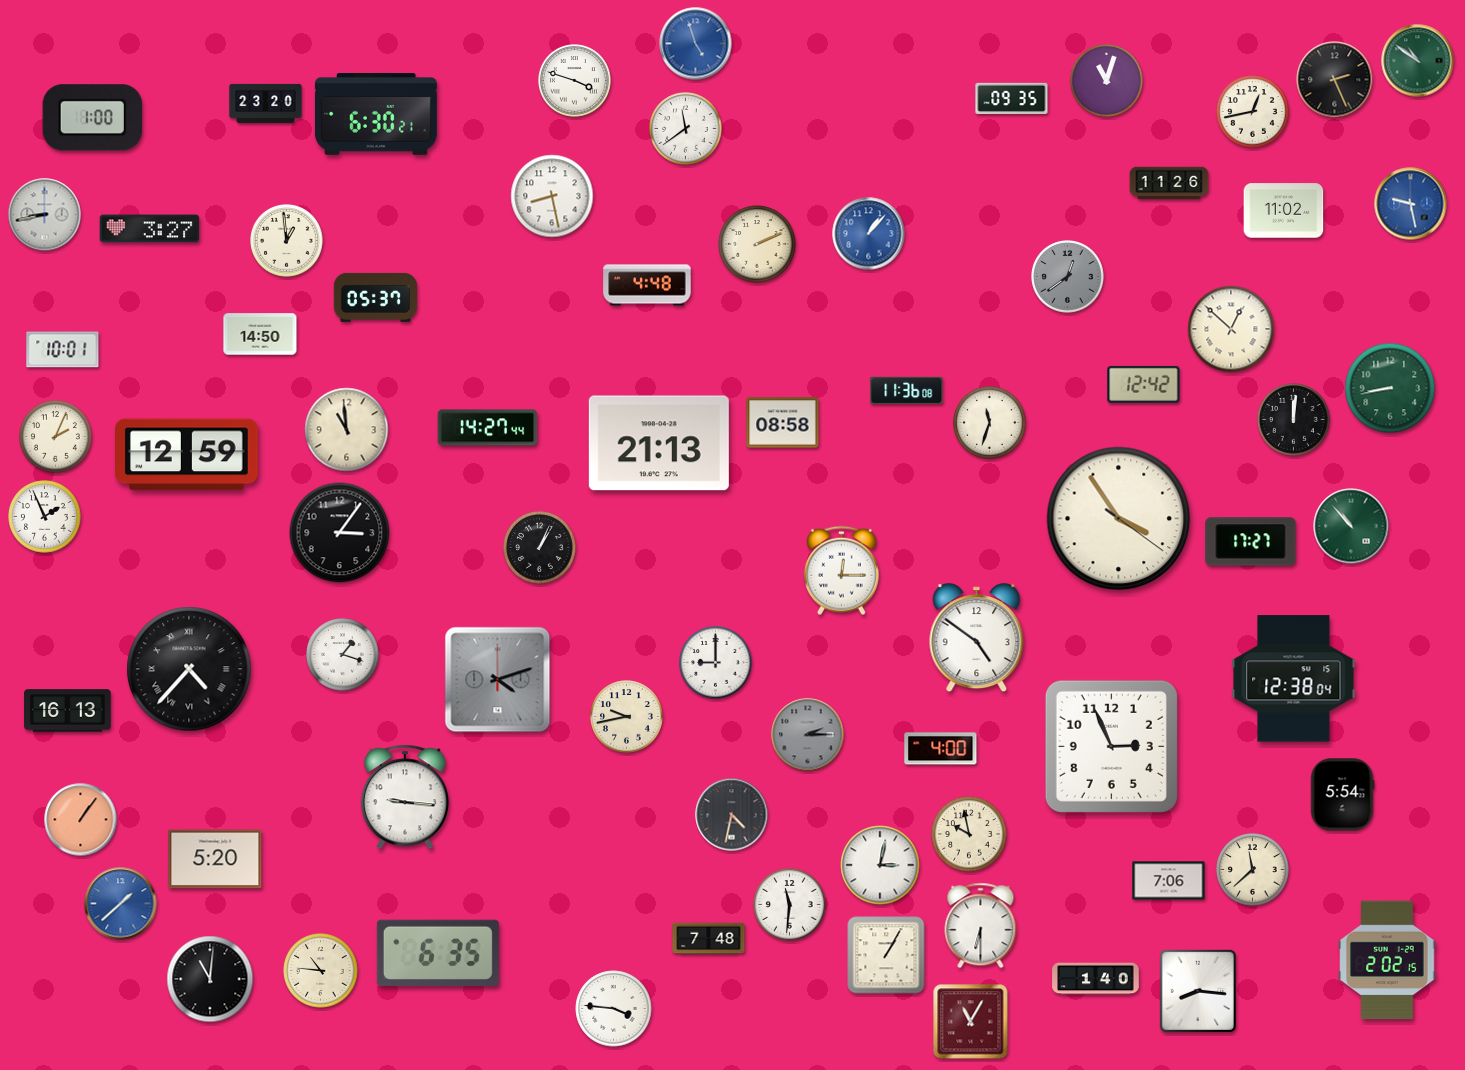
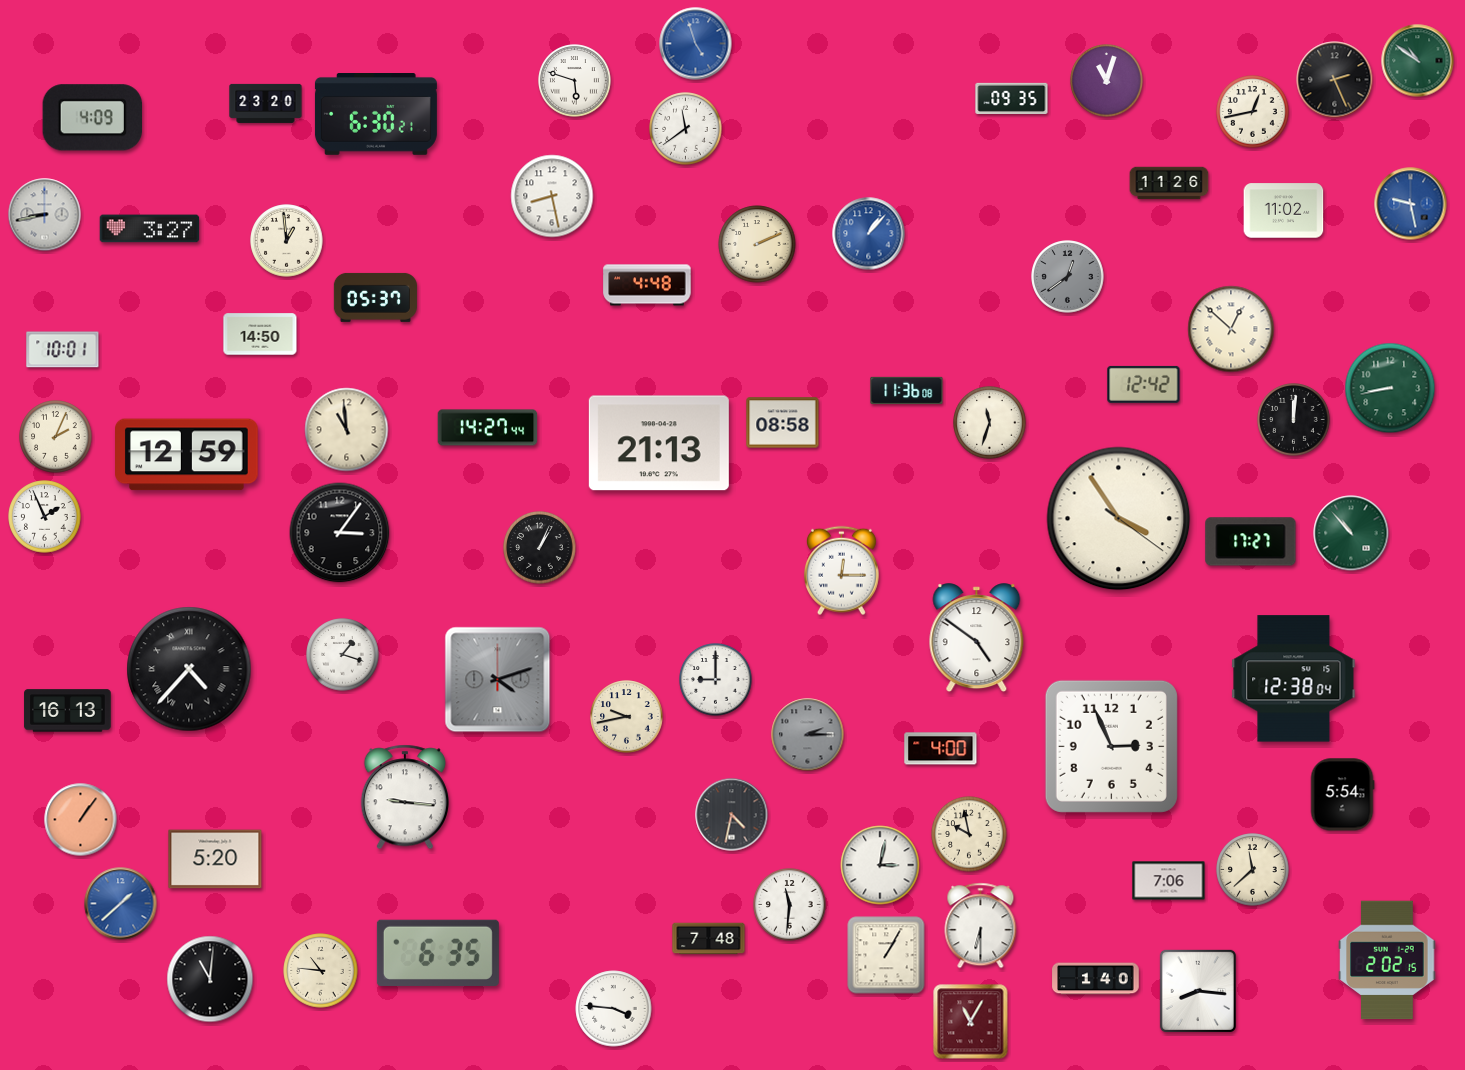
clock at (575, 81): 3:48 -> 5:48
clock at (92, 118): 1:00 -> 4:09
clock at (1351, 526) position: (1351, 526) -> (1351, 533)
clock at (716, 663) position: (716, 663) -> (716, 680)
